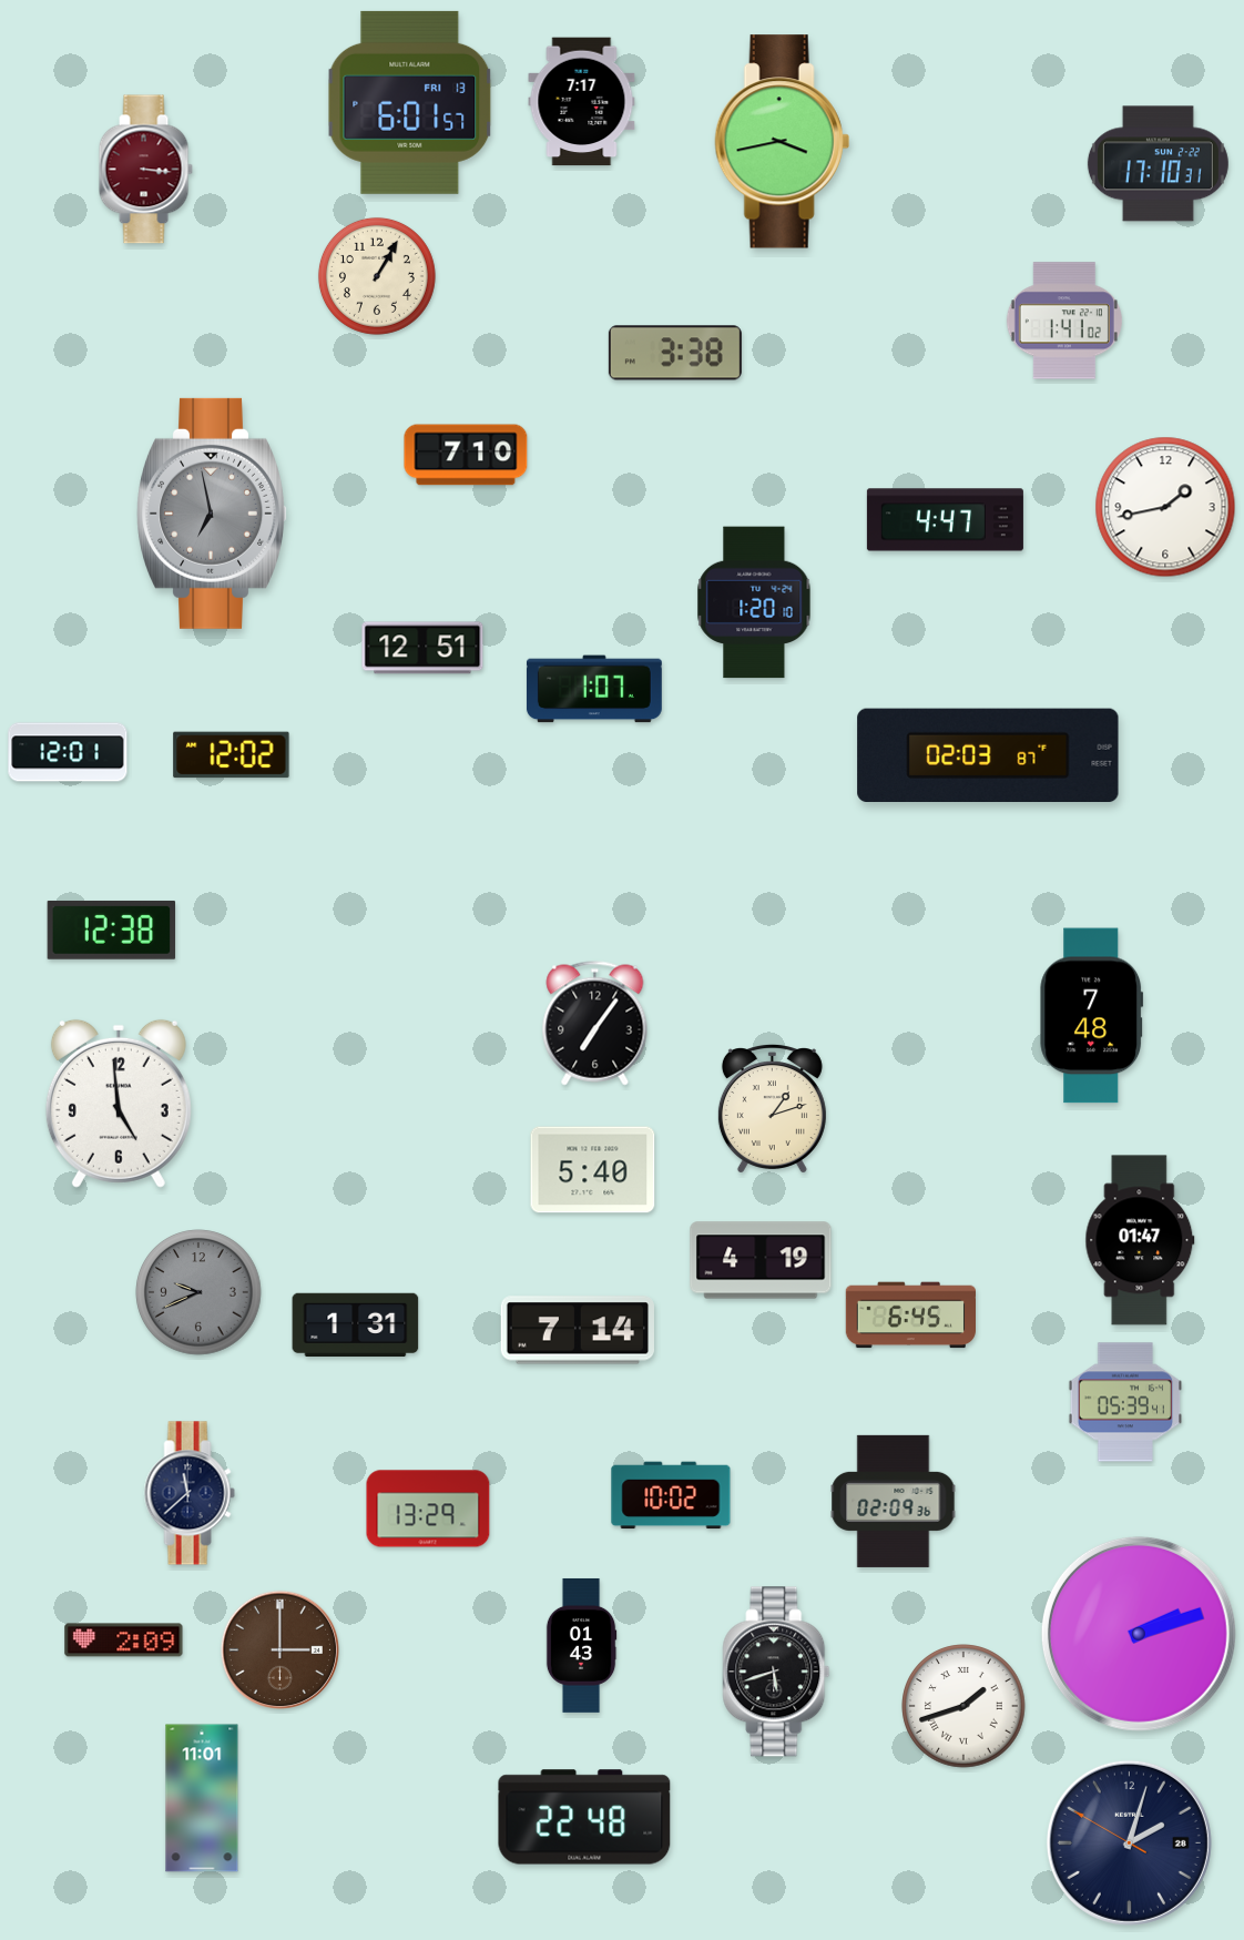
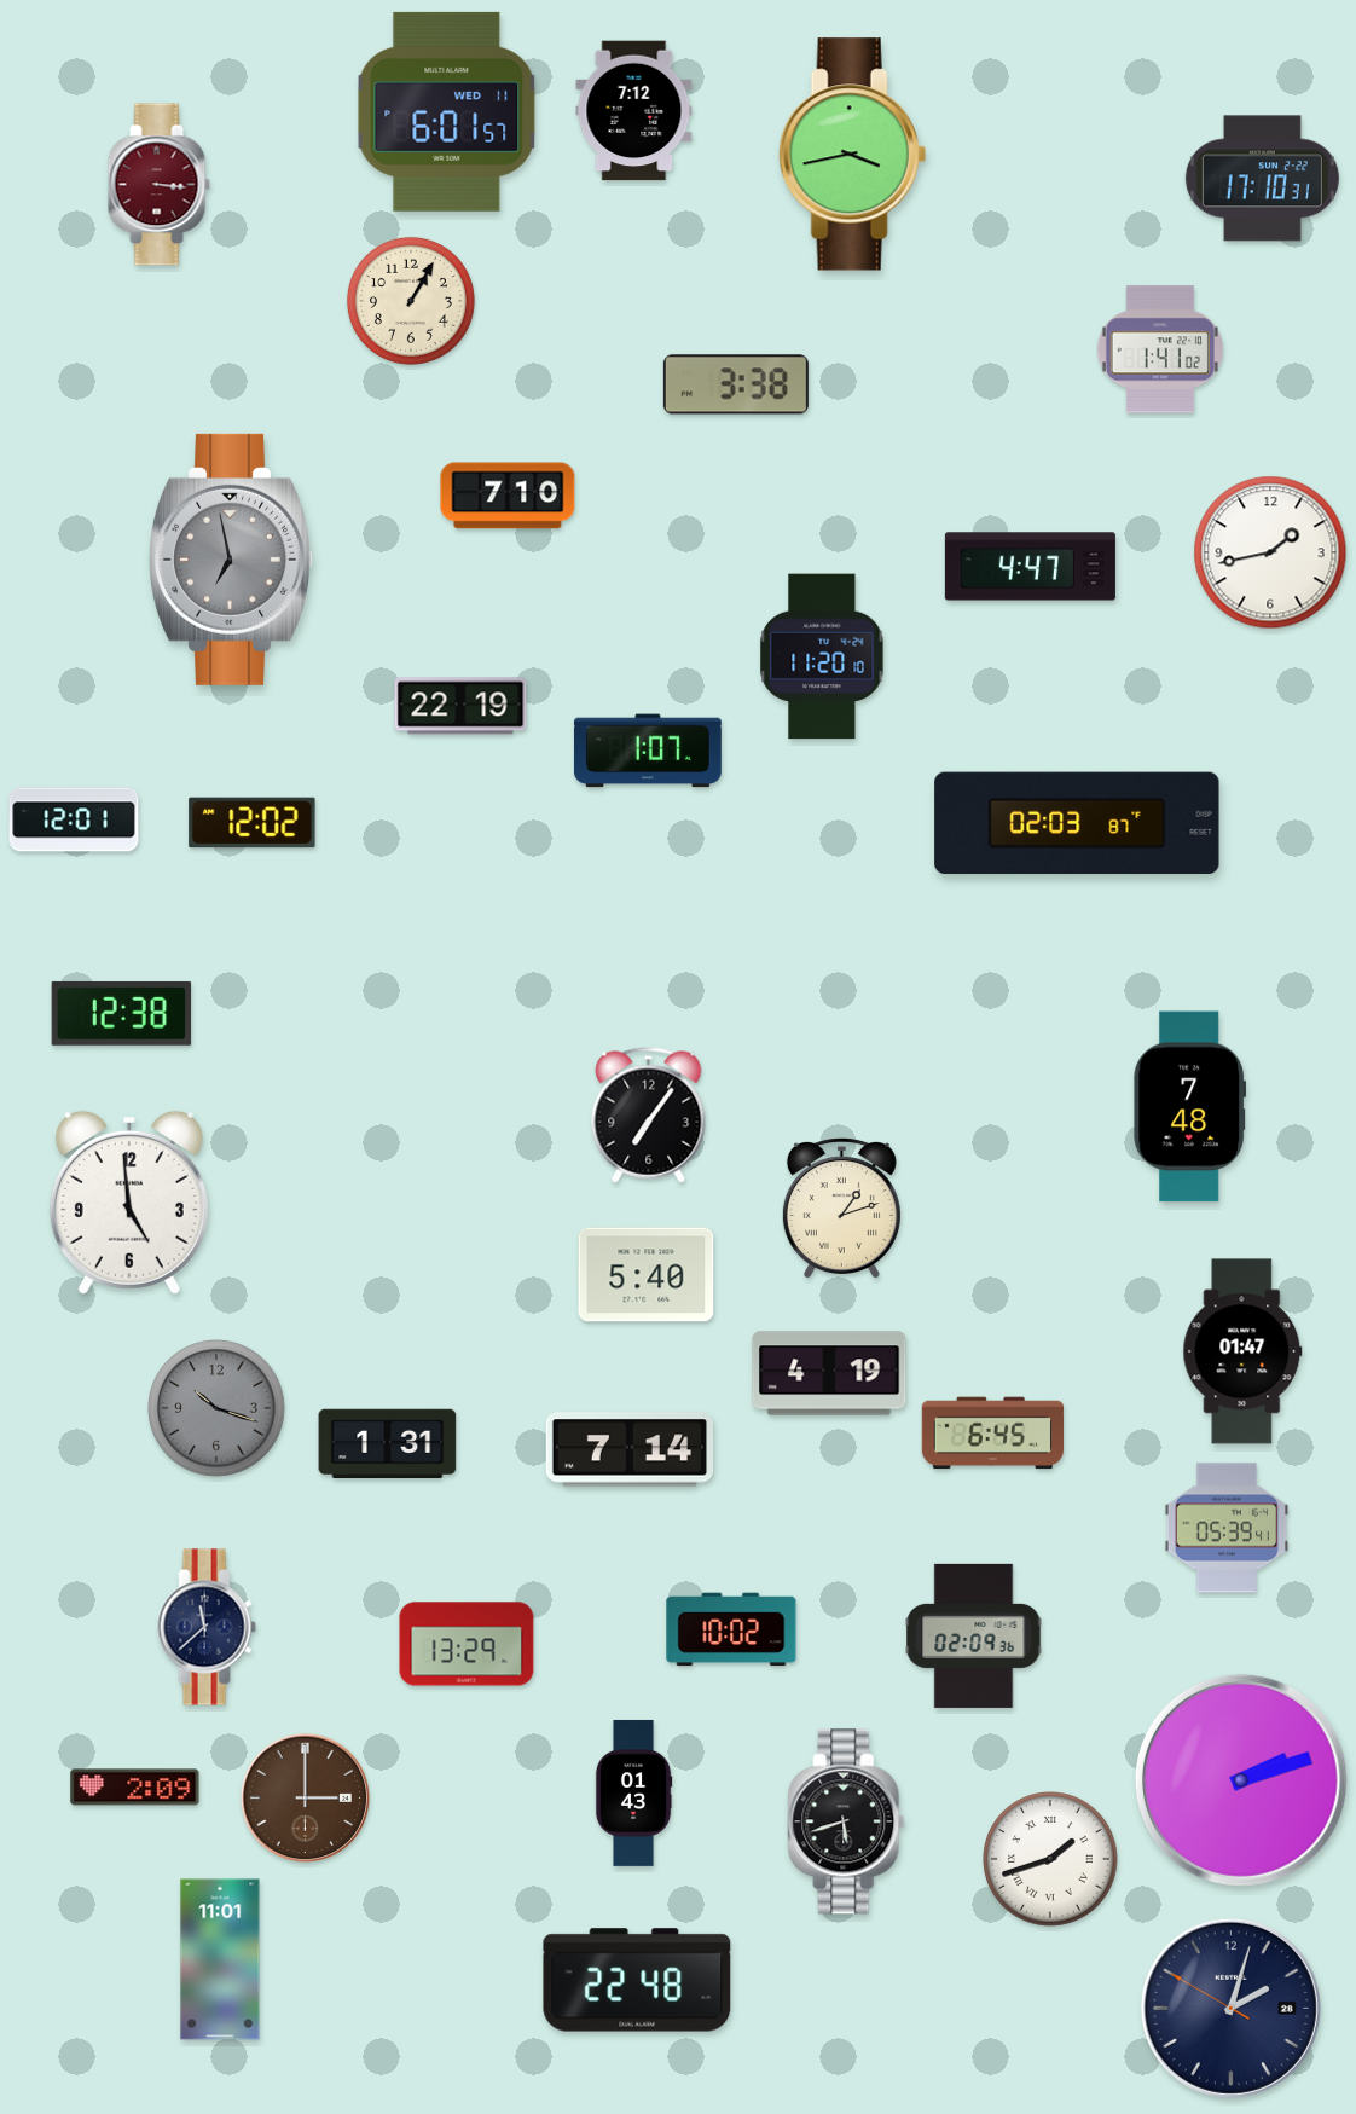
clock at (410, 102) date: FRI 13 -> WED 11
clock at (582, 102): 7:17 -> 7:12
clock at (754, 602): 1:20 -> 11:20
clock at (422, 648): 12:51 -> 22:19
clock at (198, 1292): 9:41 -> 10:18
